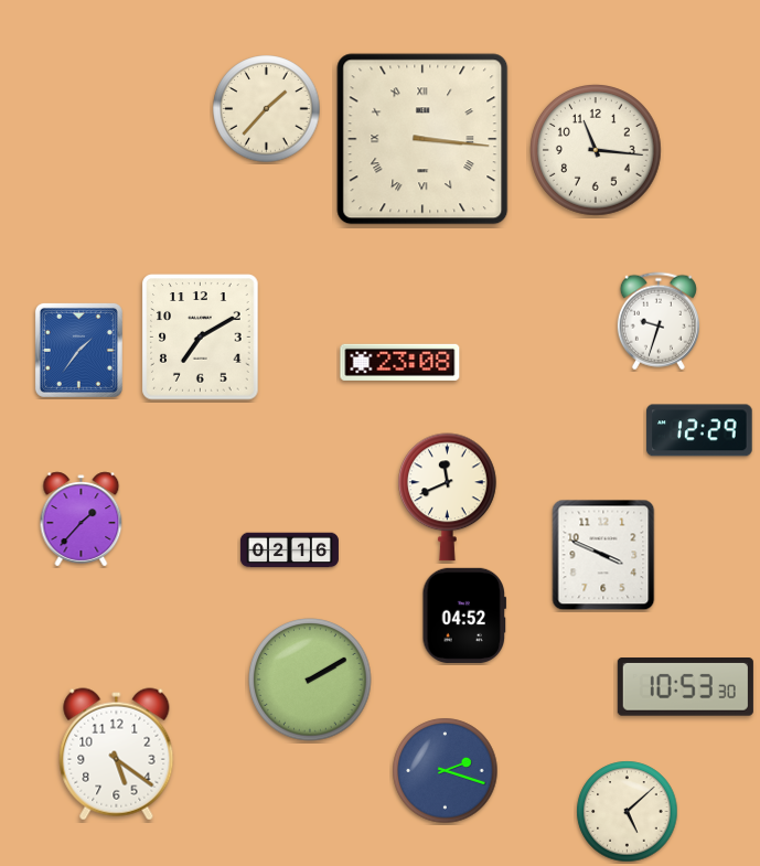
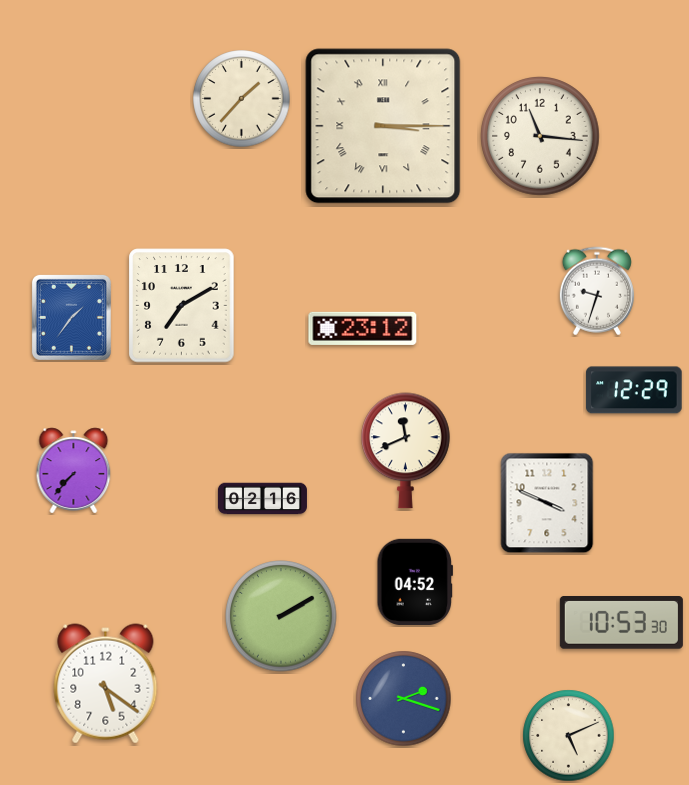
clock at (422, 139): 3:16 -> 3:15
clock at (400, 362): 23:08 -> 23:12
clock at (82, 520): 1:37 -> 7:37
clock at (464, 616) position: (464, 616) -> (415, 582)
clock at (628, 812): 5:08 -> 5:11
